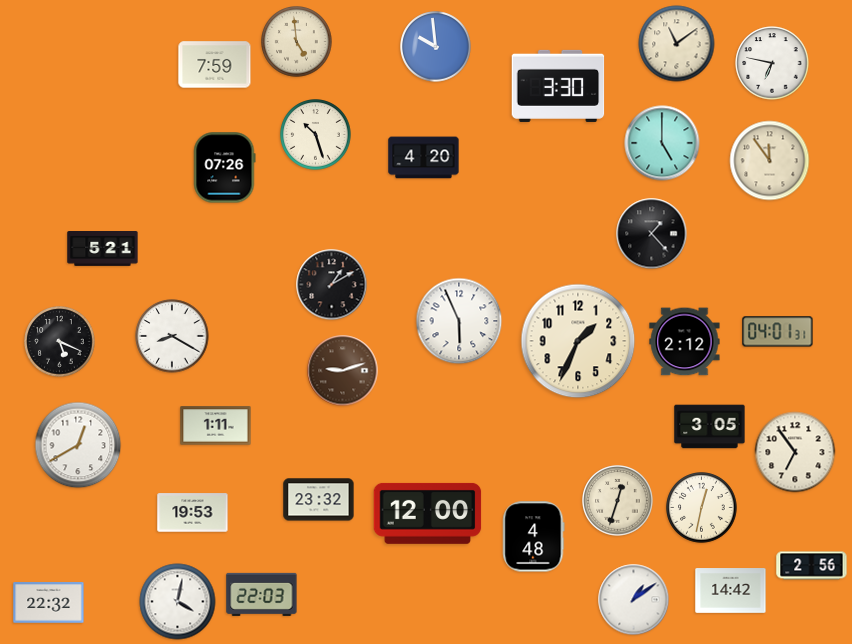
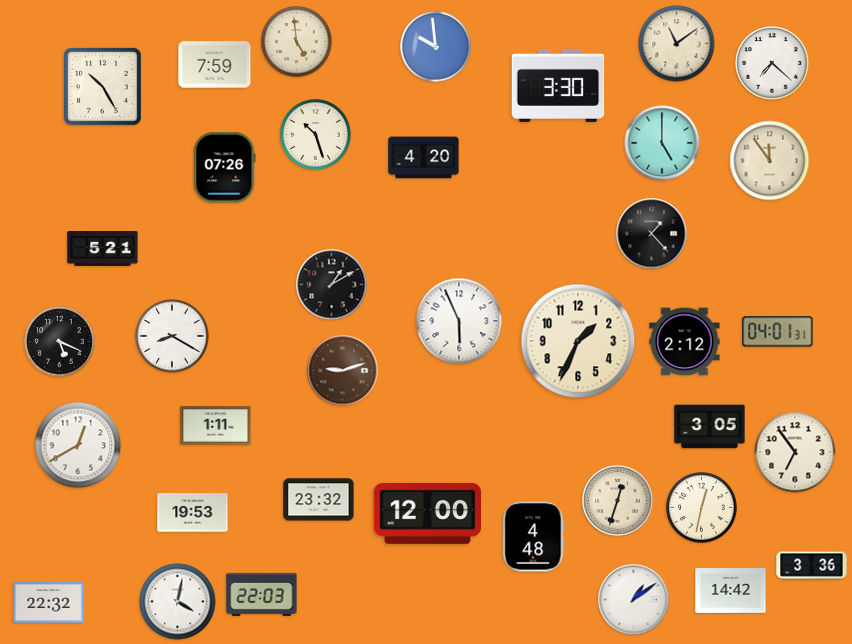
clock at (772, 63): 6:47 -> 7:22
clock at (103, 87): none -> 10:25
clock at (812, 566): 2:56 -> 3:36
